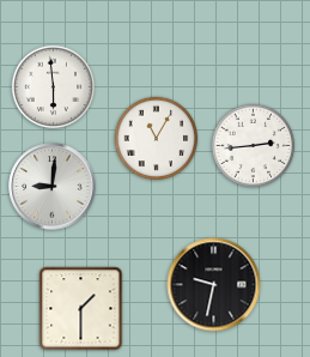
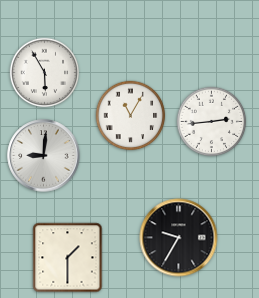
clock at (54, 87): 5:59 -> 5:55
clock at (214, 285): 9:32 -> 9:35
